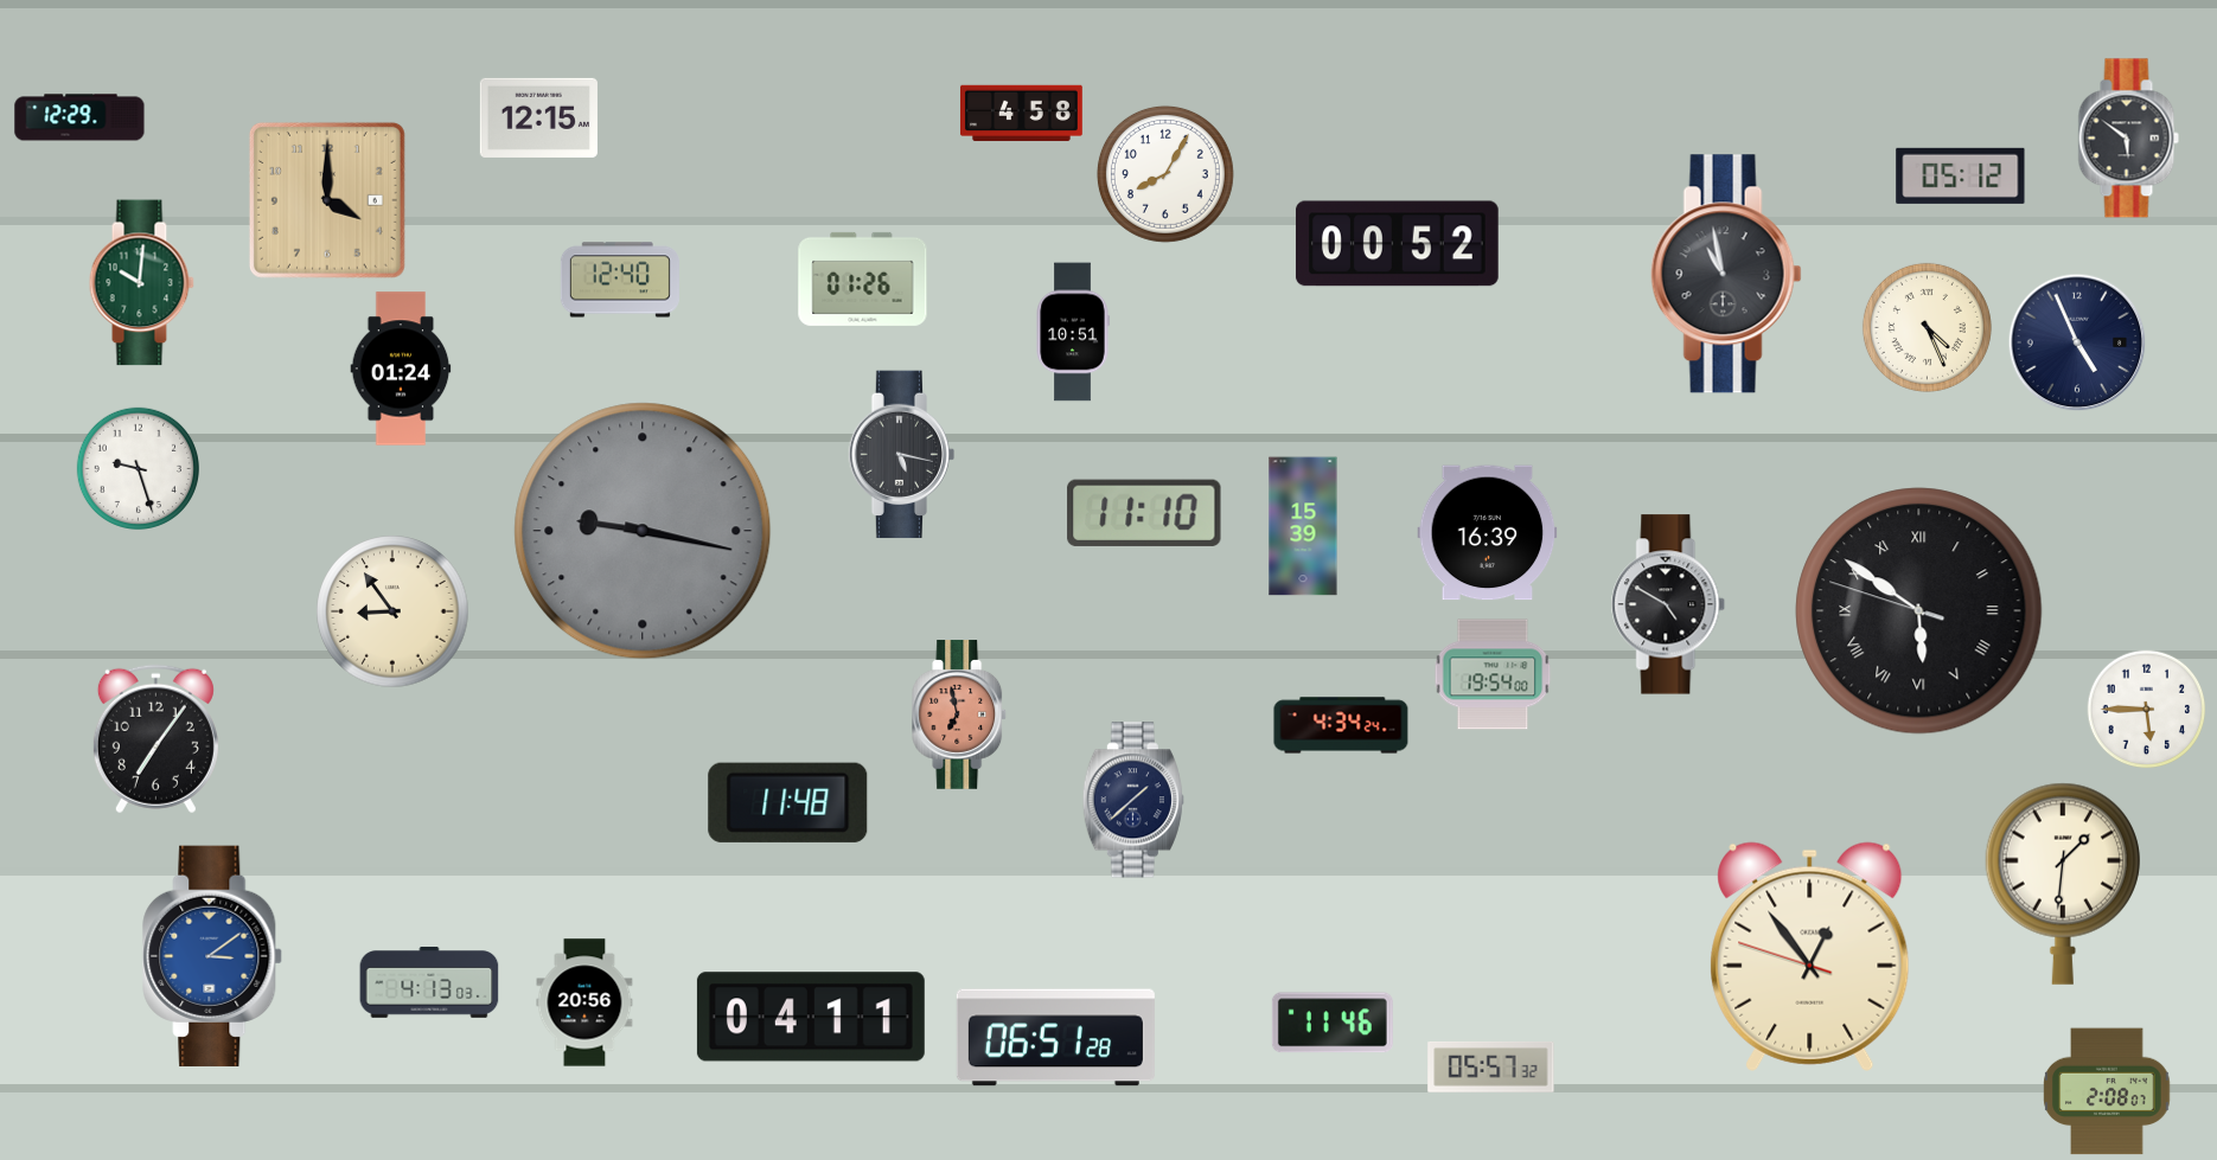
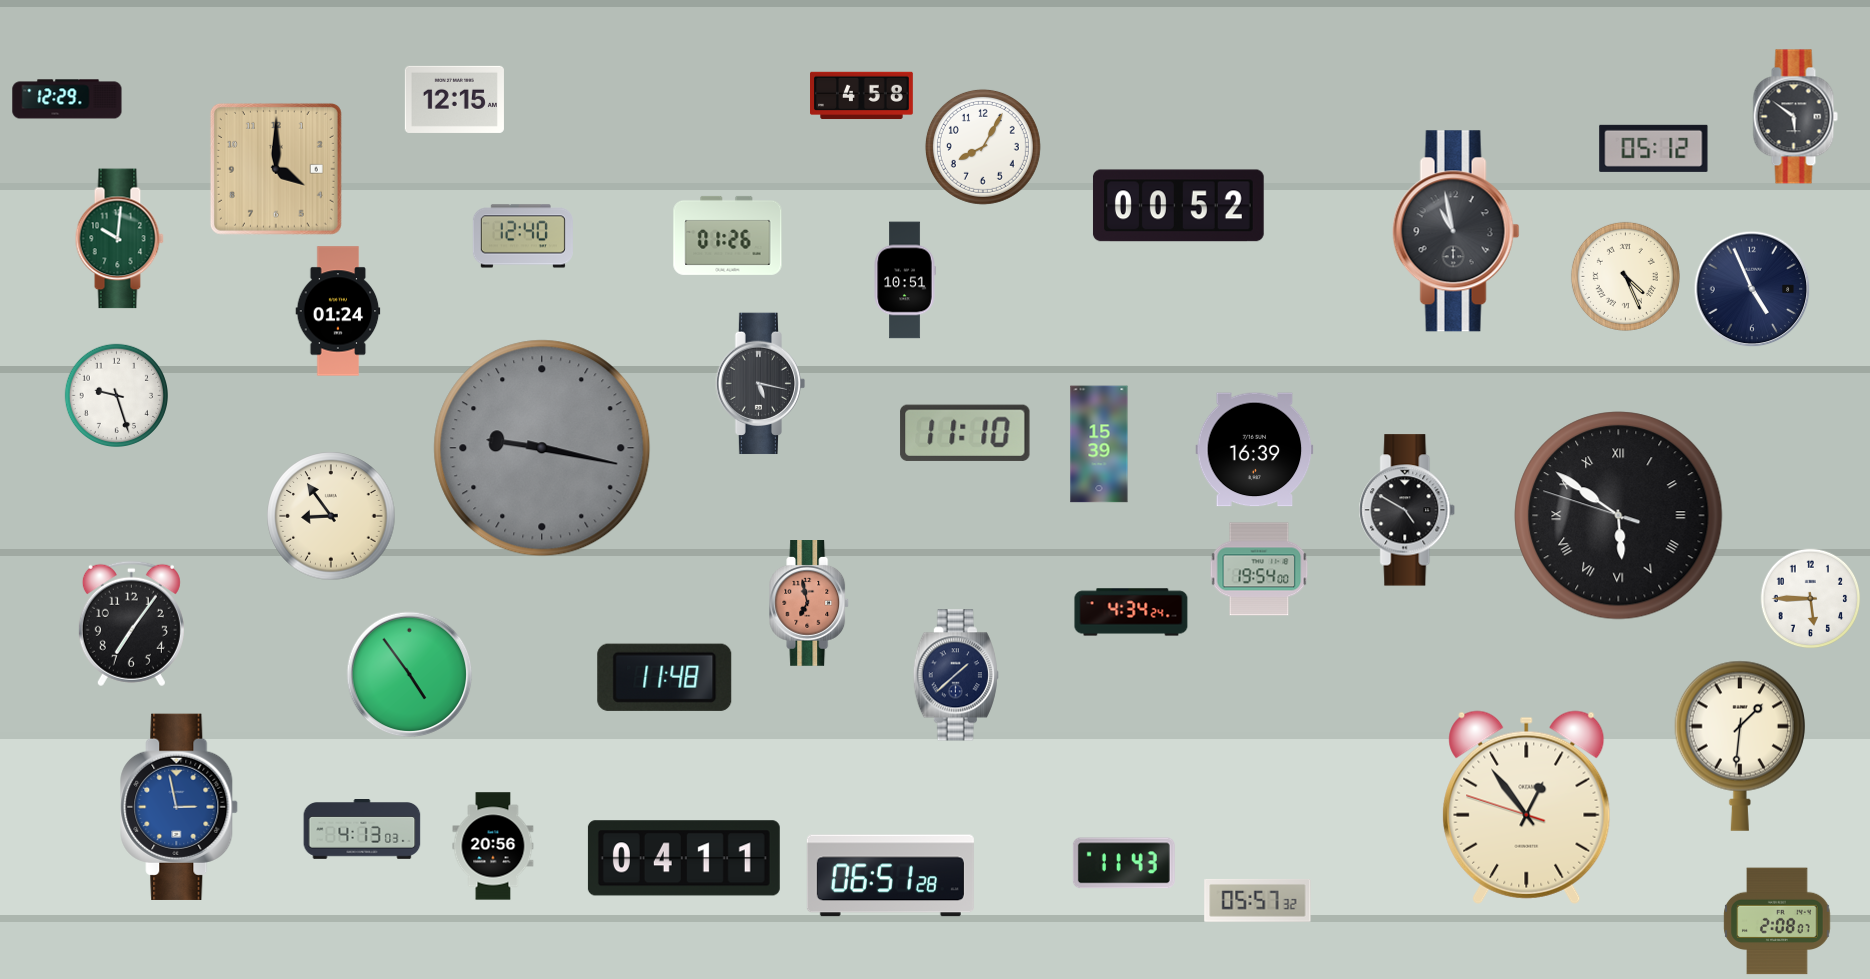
clock at (410, 675): none -> 4:54
clock at (213, 956): 3:09 -> 2:58
clock at (1333, 1023): 11:46 -> 11:43
